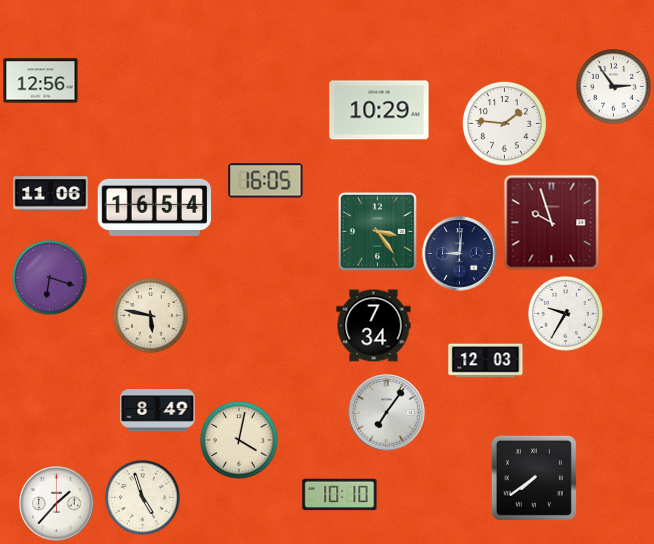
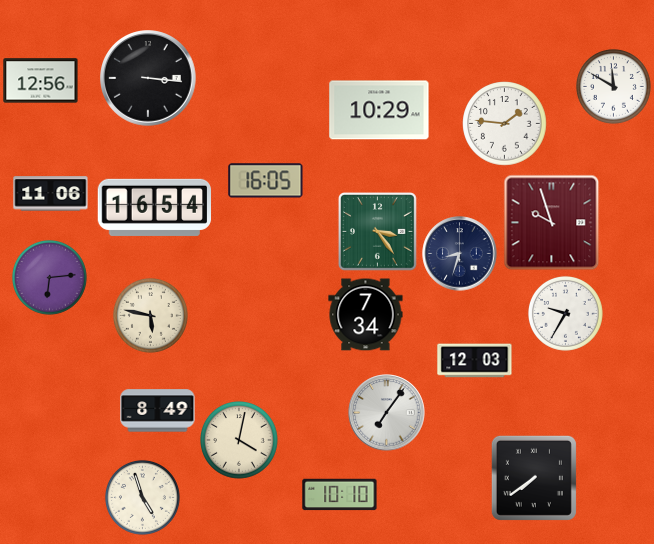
clock at (148, 78): none -> 3:16
clock at (613, 86): 2:54 -> 11:50
clock at (460, 254): 9:01 -> 8:33
clock at (49, 277): 6:18 -> 6:14
clock at (374, 326) position: (374, 326) -> (366, 315)
clock at (486, 361) position: (486, 361) -> (475, 361)
clock at (57, 504): 1:37 -> none
